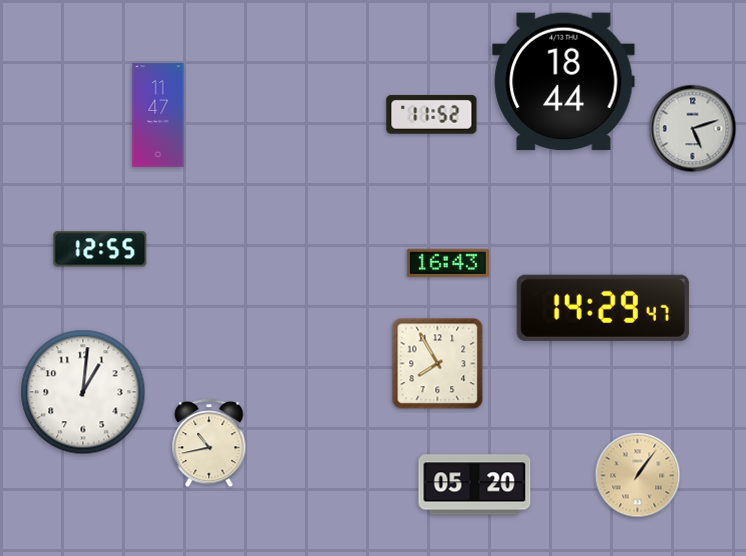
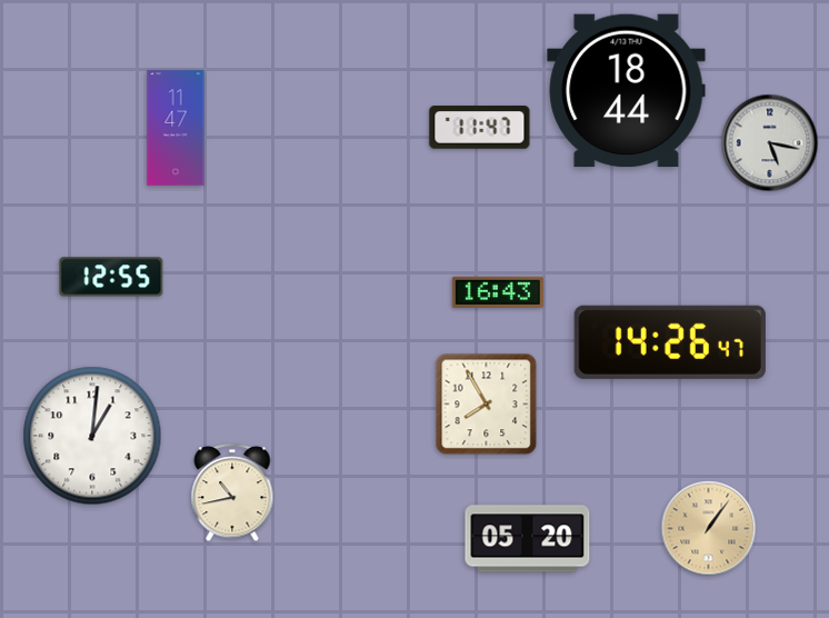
clock at (432, 115): 11:52 -> 11:47
clock at (693, 129): 5:12 -> 5:17
clock at (603, 308): 14:29 -> 14:26
